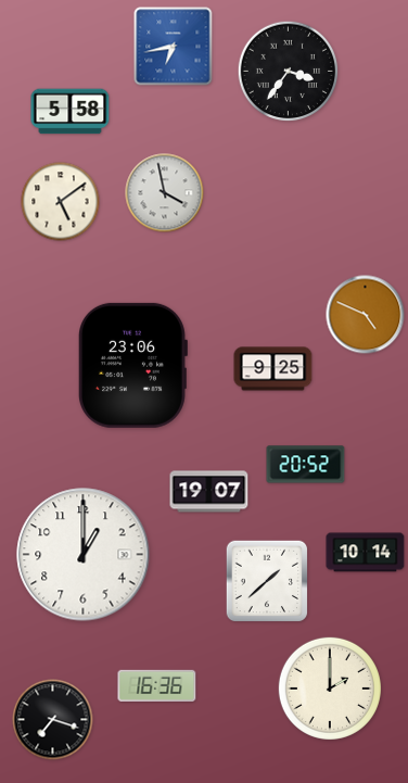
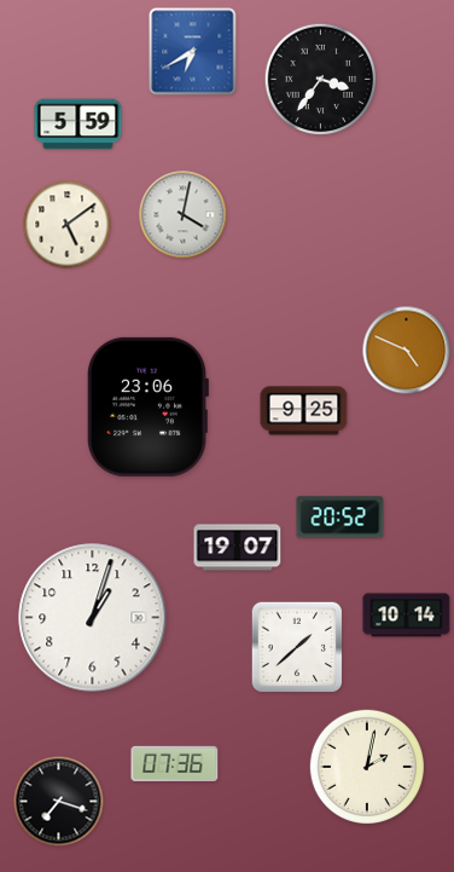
clock at (174, 47): 6:43 -> 6:40
clock at (71, 112): 5:58 -> 5:59
clock at (165, 193): 3:58 -> 4:02
clock at (209, 492) position: (209, 492) -> (238, 548)
clock at (84, 555): 1:00 -> 1:03
clock at (157, 685): 16:36 -> 07:36
clock at (330, 689): 2:00 -> 2:02
